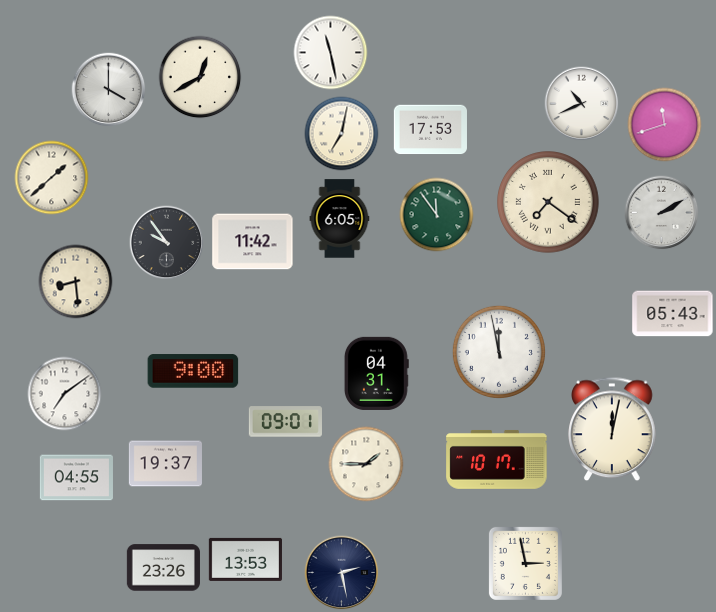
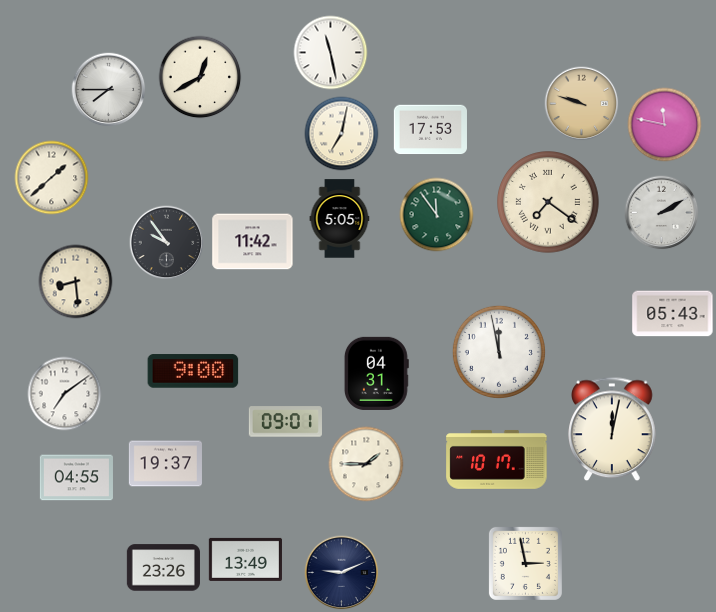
clock at (109, 90): 4:00 -> 7:45
clock at (582, 104): 10:41 -> 9:48
clock at (582, 104) dial: white -> champagne
clock at (665, 125): 11:42 -> 11:47
clock at (340, 219): 6:05 -> 5:05
clock at (245, 559): 13:53 -> 13:49
clock at (342, 573): 2:28 -> 9:11
